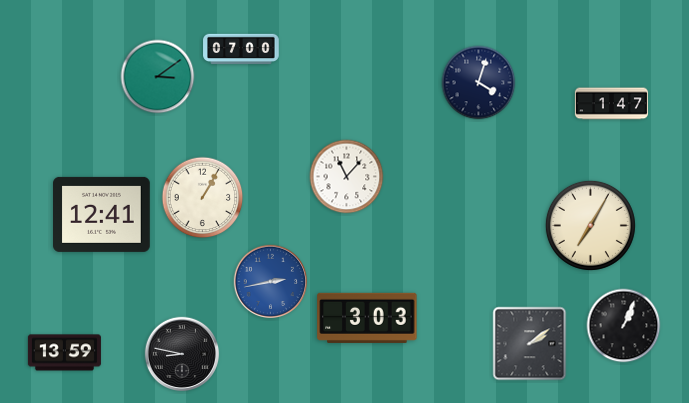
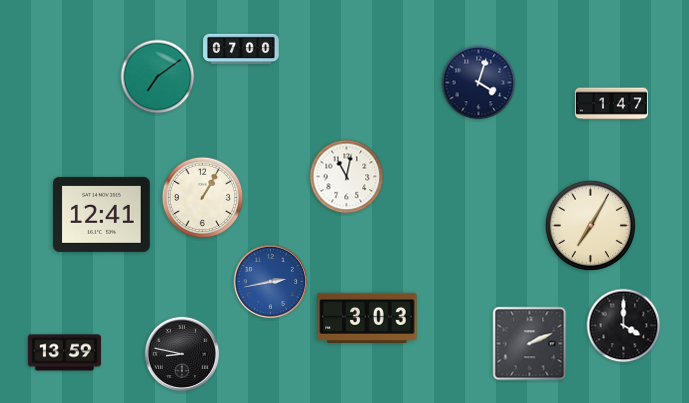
clock at (158, 77): 3:09 -> 7:09
clock at (347, 177): 11:07 -> 11:02
clock at (624, 326): 1:04 -> 4:00
clock at (530, 344): 2:09 -> 2:11
